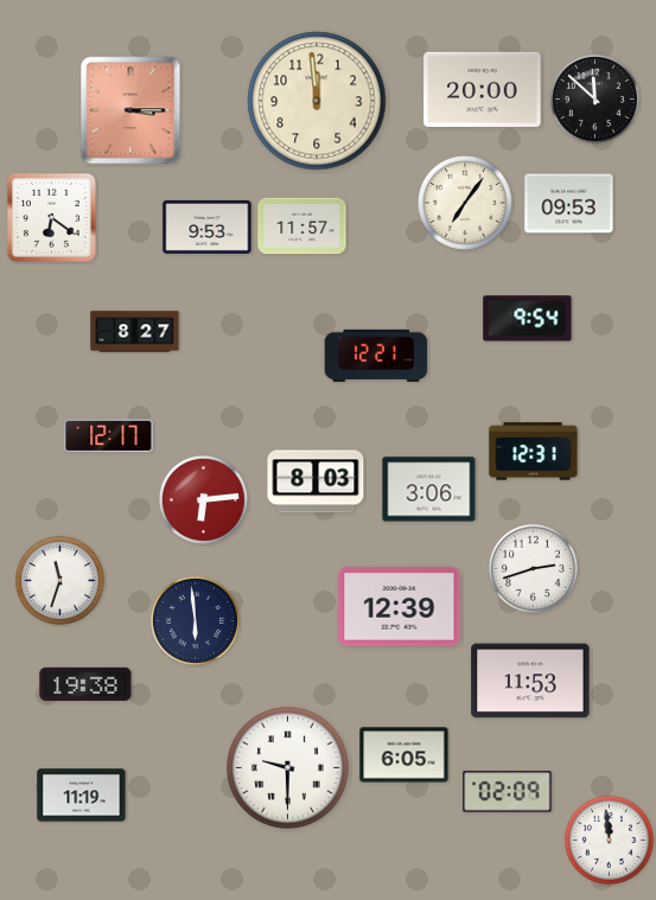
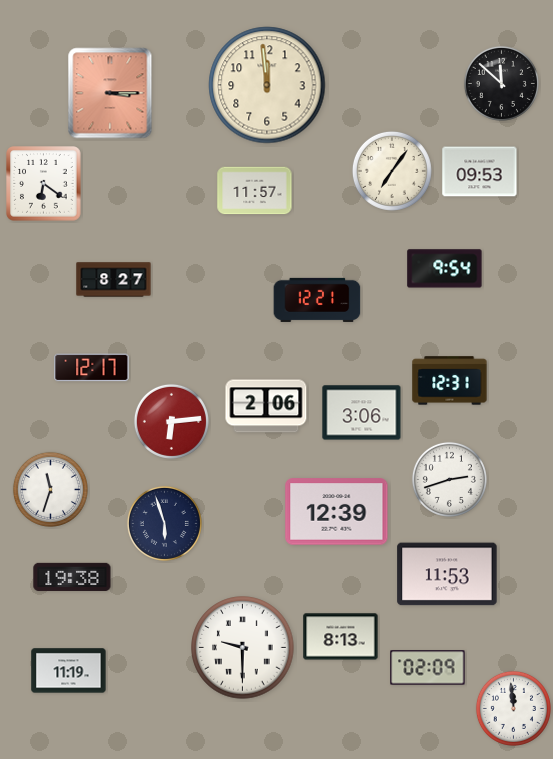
clock at (483, 89): 20:00 -> none
clock at (208, 226): 9:53 -> none
clock at (316, 481): 8:03 -> 2:06
clock at (195, 620): 5:59 -> 5:57
clock at (405, 755): 6:05 -> 8:13
